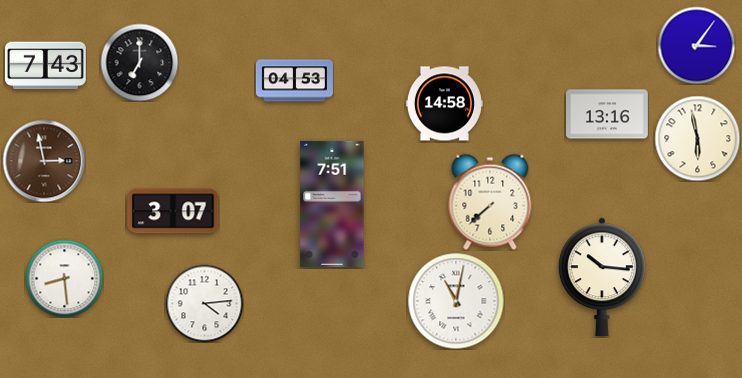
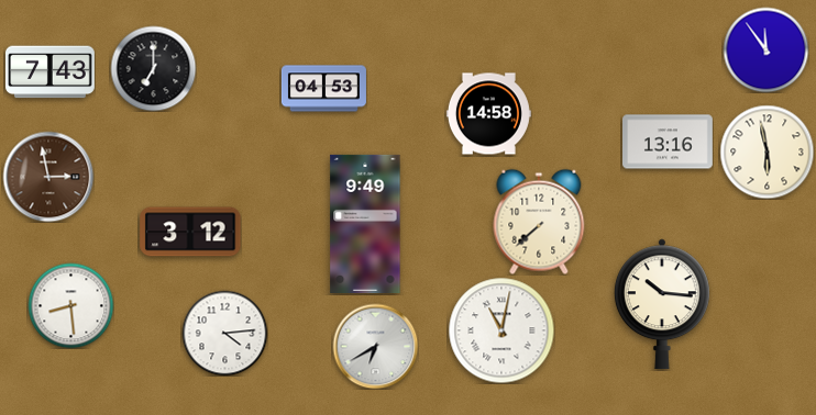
clock at (696, 45): 3:06 -> 11:54
clock at (608, 114) position: (608, 114) -> (669, 142)
clock at (332, 204): 7:51 -> 9:49
clock at (173, 211): 3:07 -> 3:12
clock at (375, 346): none -> 6:40
